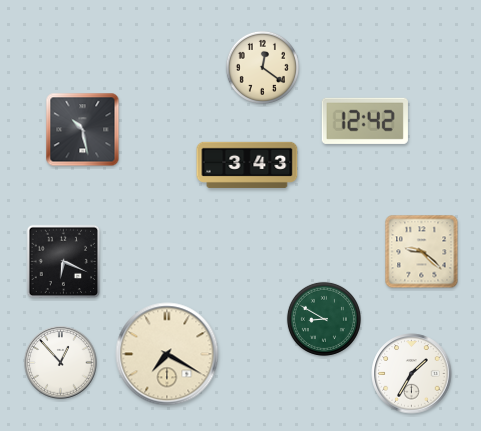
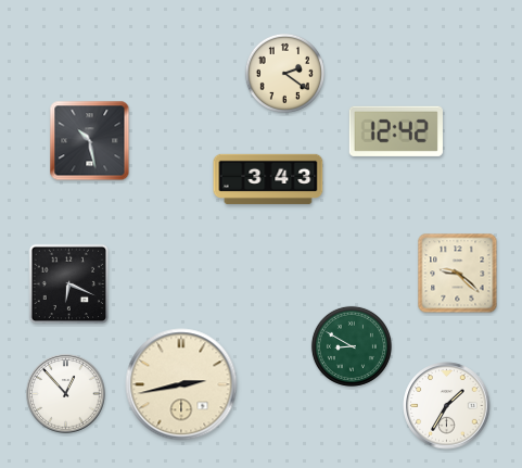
clock at (262, 67): 12:21 -> 2:21
clock at (167, 354): 7:20 -> 2:43
